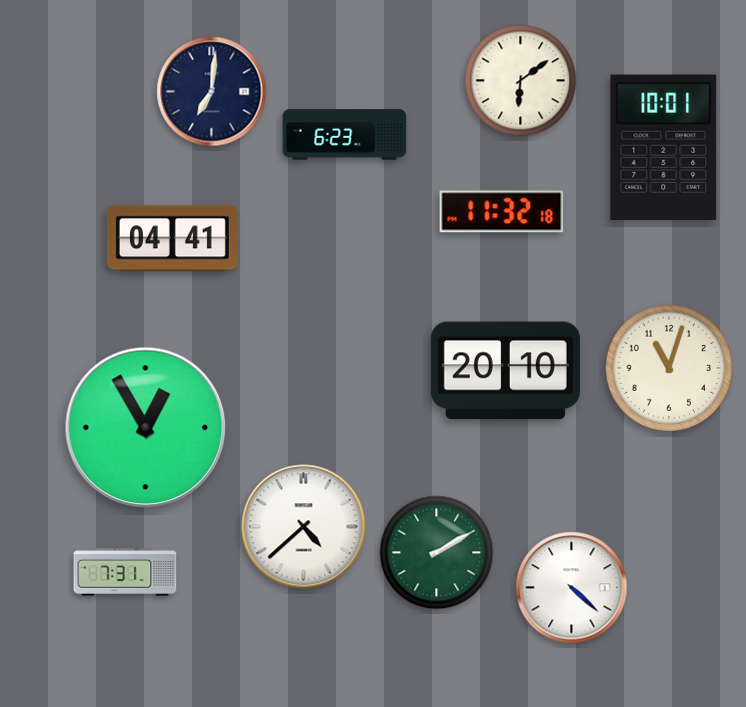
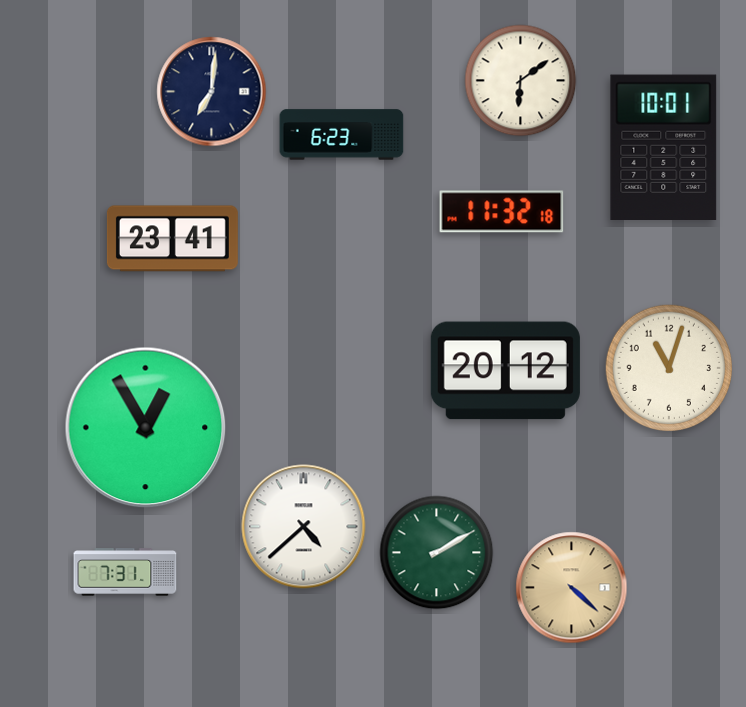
clock at (345, 135) position: (345, 135) -> (342, 135)
clock at (172, 239): 04:41 -> 23:41
clock at (505, 371): 20:10 -> 20:12
clock at (572, 588) dial: white -> champagne
